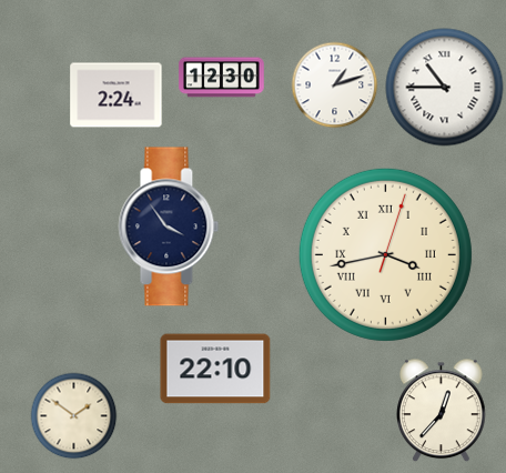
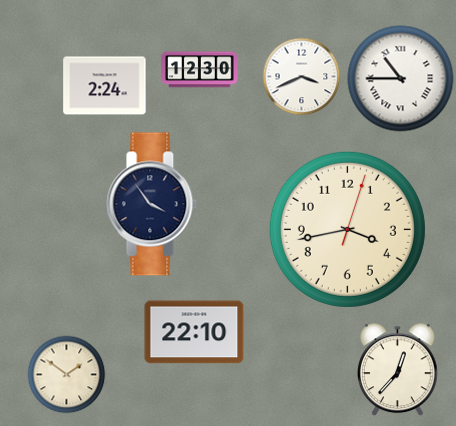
clock at (334, 84): 1:12 -> 3:41
clock at (385, 254) numerals: Roman -> Arabic
